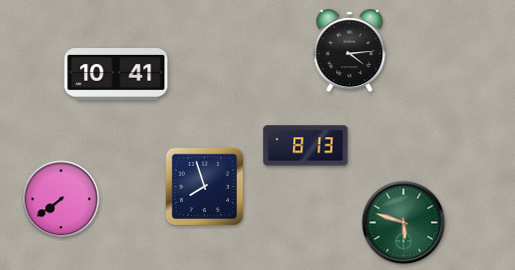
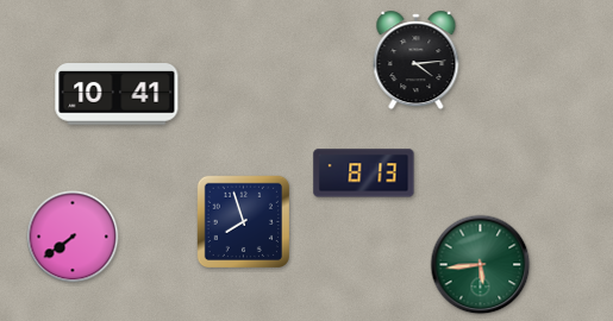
clock at (116, 74) position: (116, 74) -> (117, 94)
clock at (404, 223): 5:48 -> 5:44
